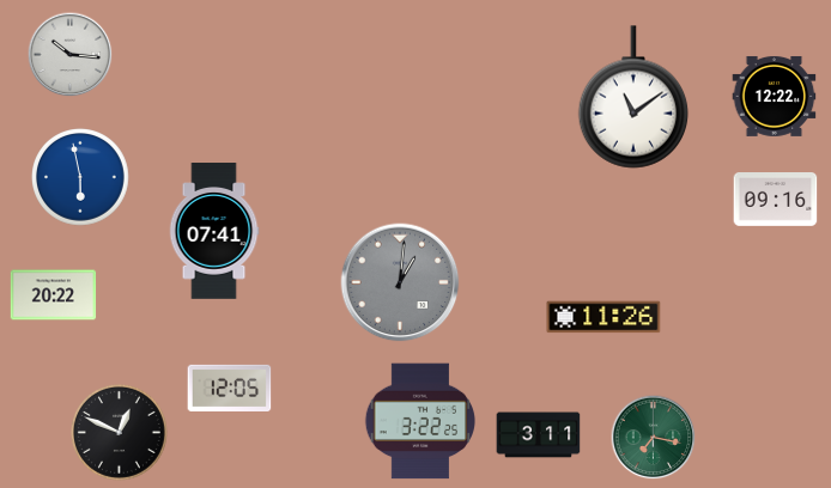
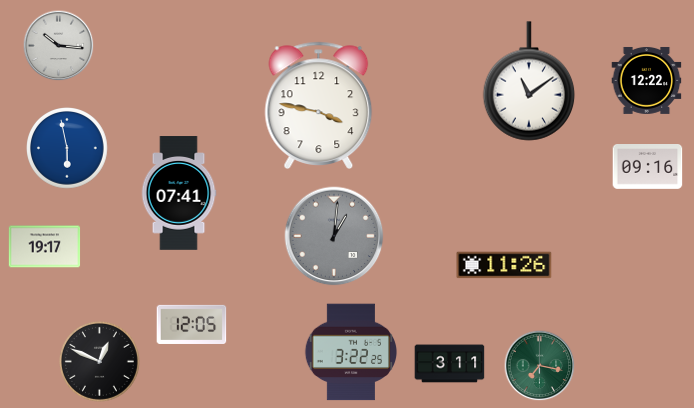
clock at (319, 105): none -> 3:47
clock at (54, 295): 20:22 -> 19:17
clock at (654, 438) position: (654, 438) -> (540, 366)
